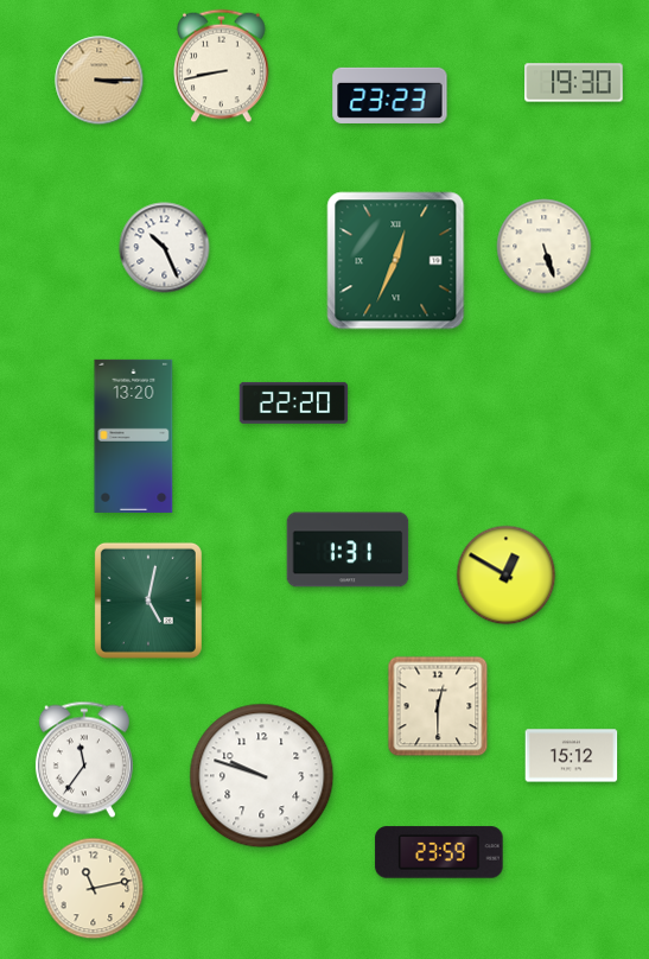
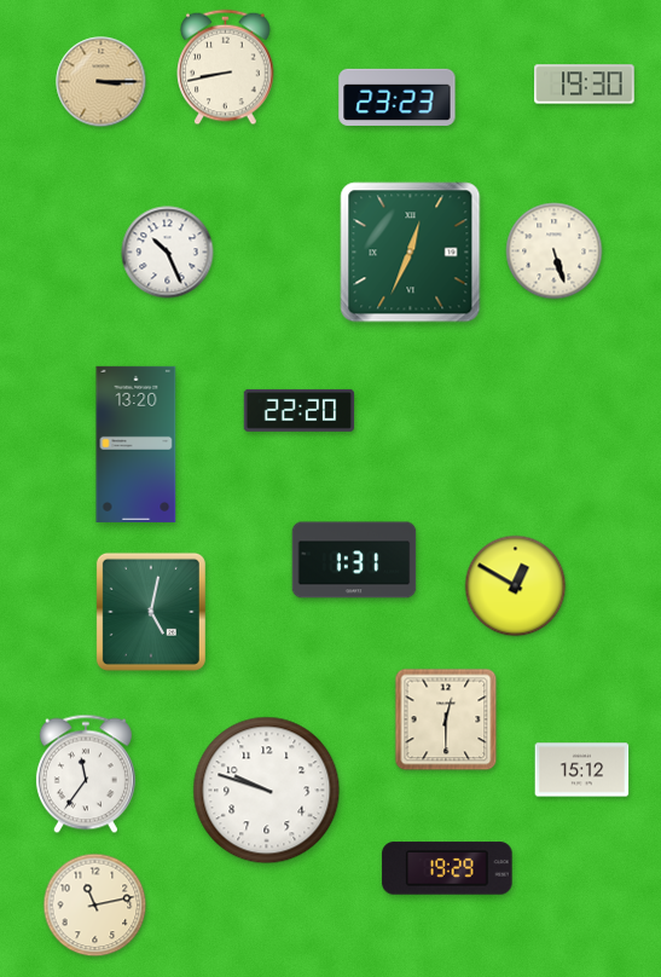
clock at (396, 261) position: (396, 261) -> (411, 253)
clock at (439, 852): 23:59 -> 19:29
